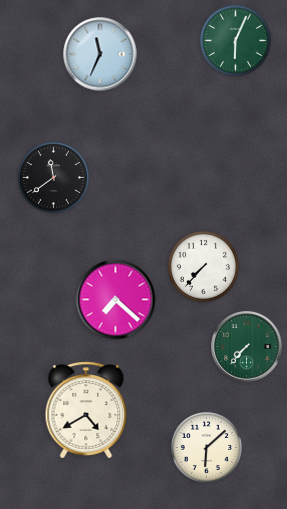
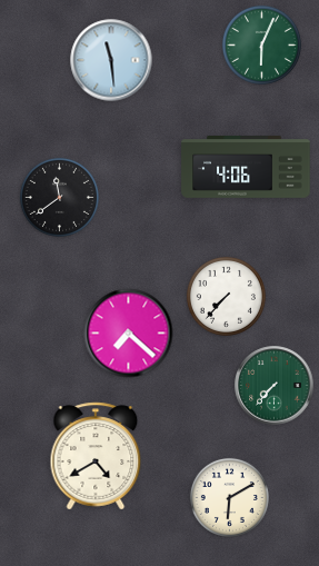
clock at (100, 54): 11:34 -> 11:29
clock at (246, 168): none -> 4:06
clock at (206, 447): 6:08 -> 6:10
